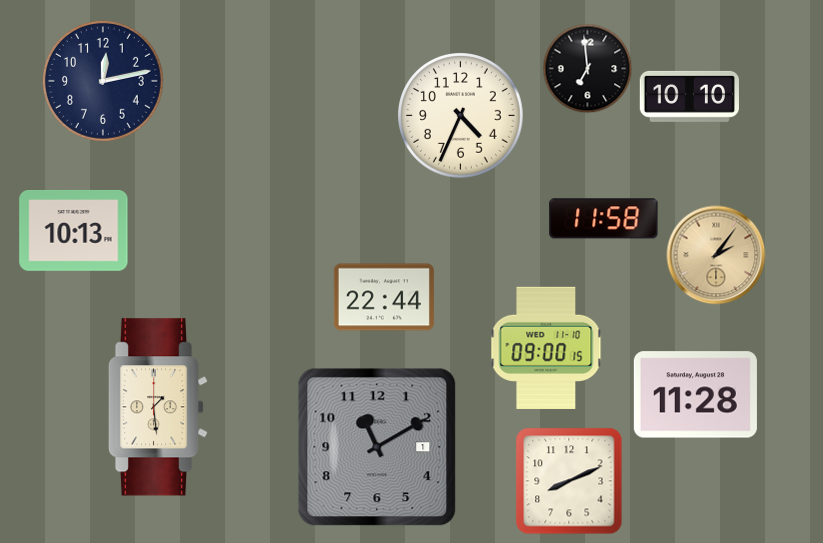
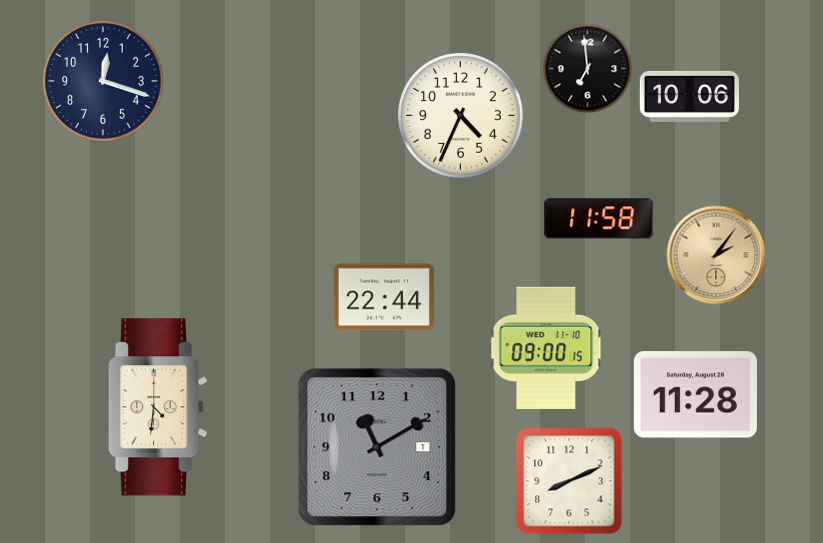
clock at (103, 81): 12:13 -> 12:18
clock at (689, 96): 10:10 -> 10:06
clock at (604, 219) position: (604, 219) -> (599, 219)
clock at (74, 230): 10:13 -> none
clock at (158, 407): 1:29 -> 4:31
